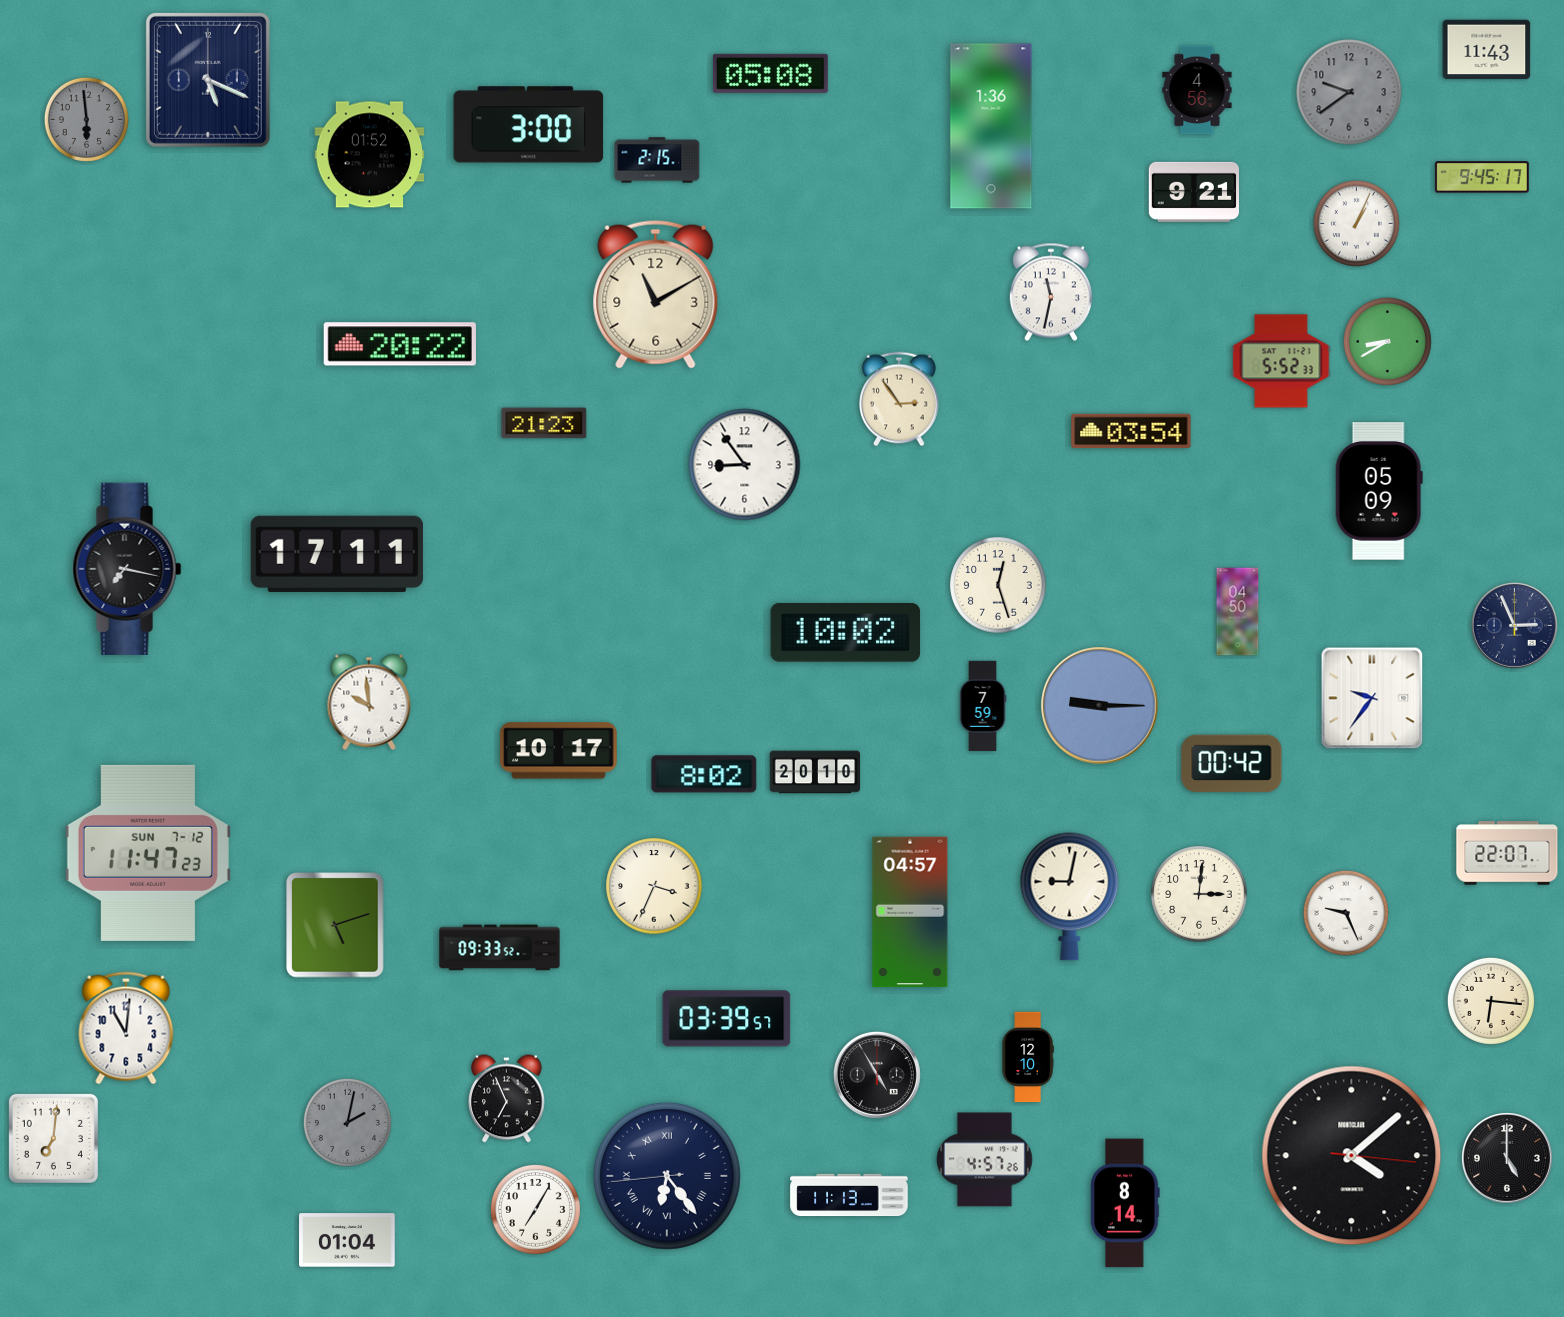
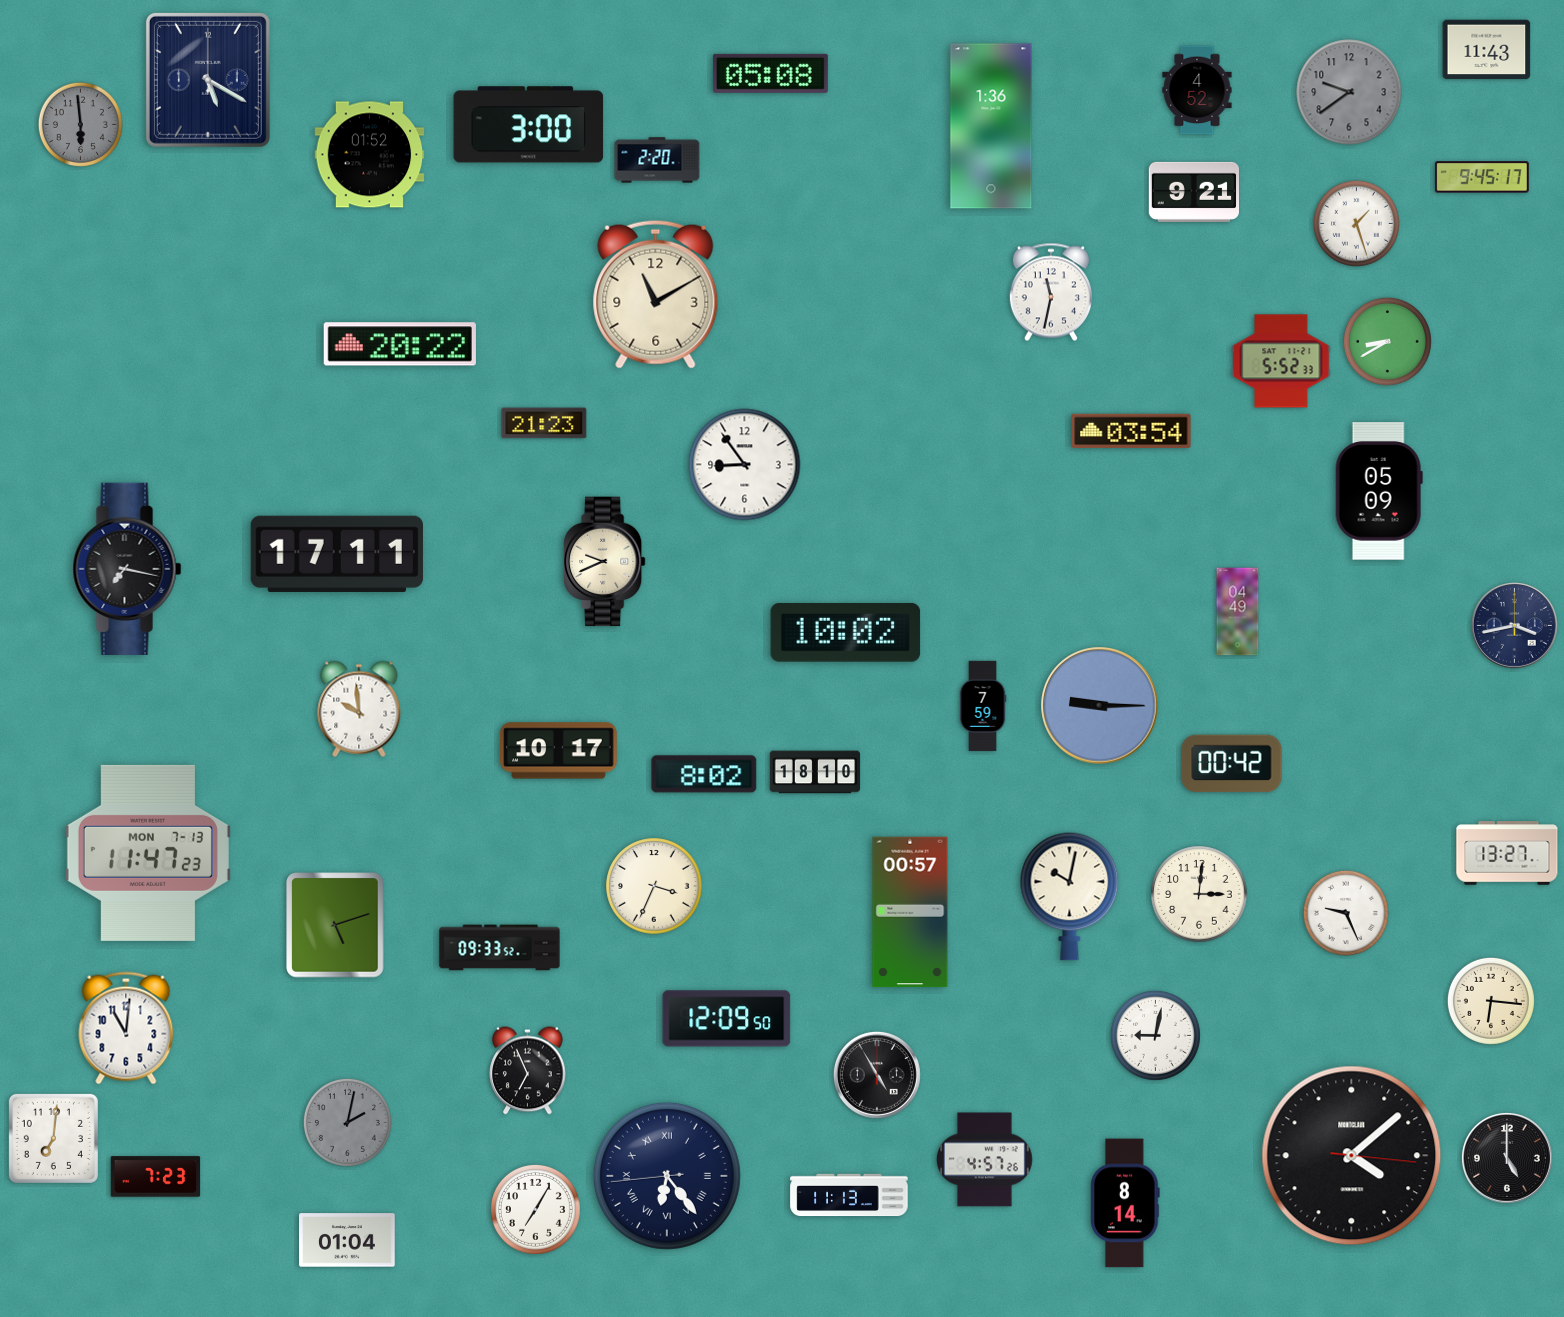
clock at (208, 80): 5:19 -> 5:20
clock at (1197, 90): 4:56 -> 4:52
clock at (86, 119) position: (86, 119) -> (80, 124)
clock at (657, 160): 2:15 -> 2:20
clock at (1356, 223): 1:04 -> 1:27
clock at (899, 399): 2:54 -> none
clock at (604, 562): none -> 9:41
clock at (998, 585): 12:27 -> none
clock at (1238, 612): 04:50 -> 04:49
clock at (1514, 625): 2:56 -> 3:43
clock at (1372, 698): 9:36 -> none
clock at (369, 702) position: (369, 702) -> (359, 709)
clock at (815, 772): 20:10 -> 18:10
clock at (148, 853) date: SUN 7-12 -> MON 7-13
clock at (1507, 853): 22:07 -> 13:27
clock at (1070, 896): 9:02 -> 10:02
clock at (910, 912): 04:57 -> 00:57
clock at (727, 1019): 03:39 -> 12:09
clock at (1155, 1035): none -> 9:02
clock at (1028, 1057): 12:10 -> none
clock at (507, 1099) position: (507, 1099) -> (528, 1071)
clock at (156, 1177): none -> 7:23
